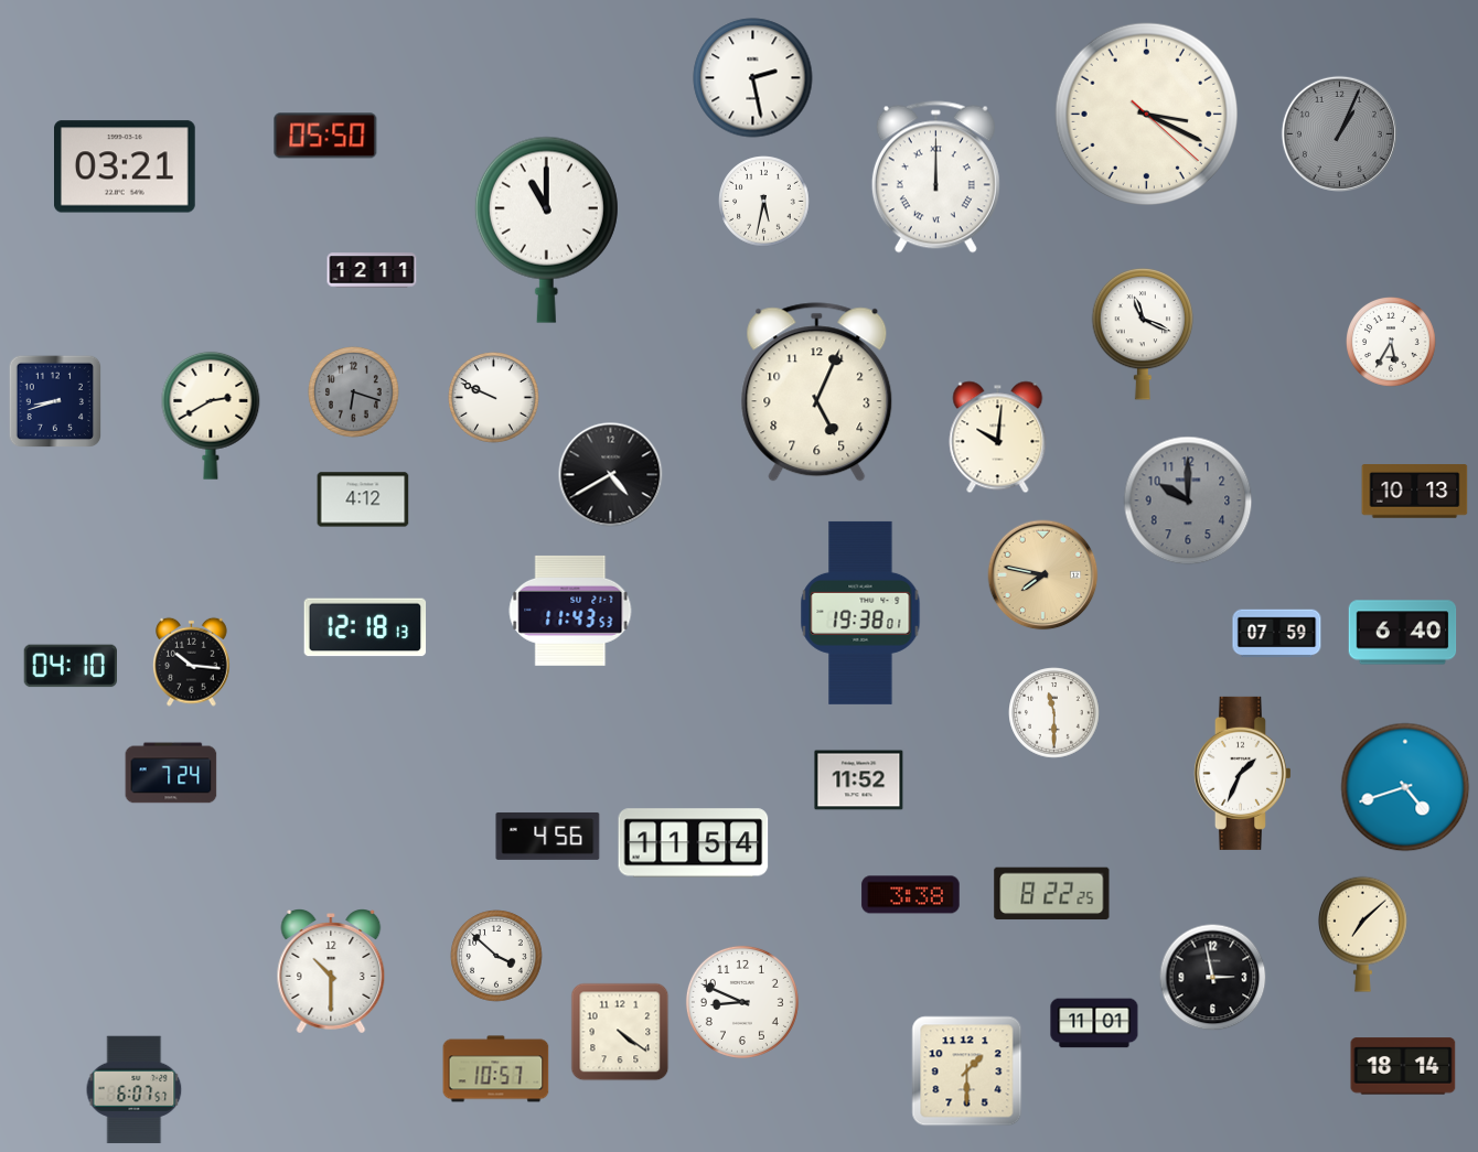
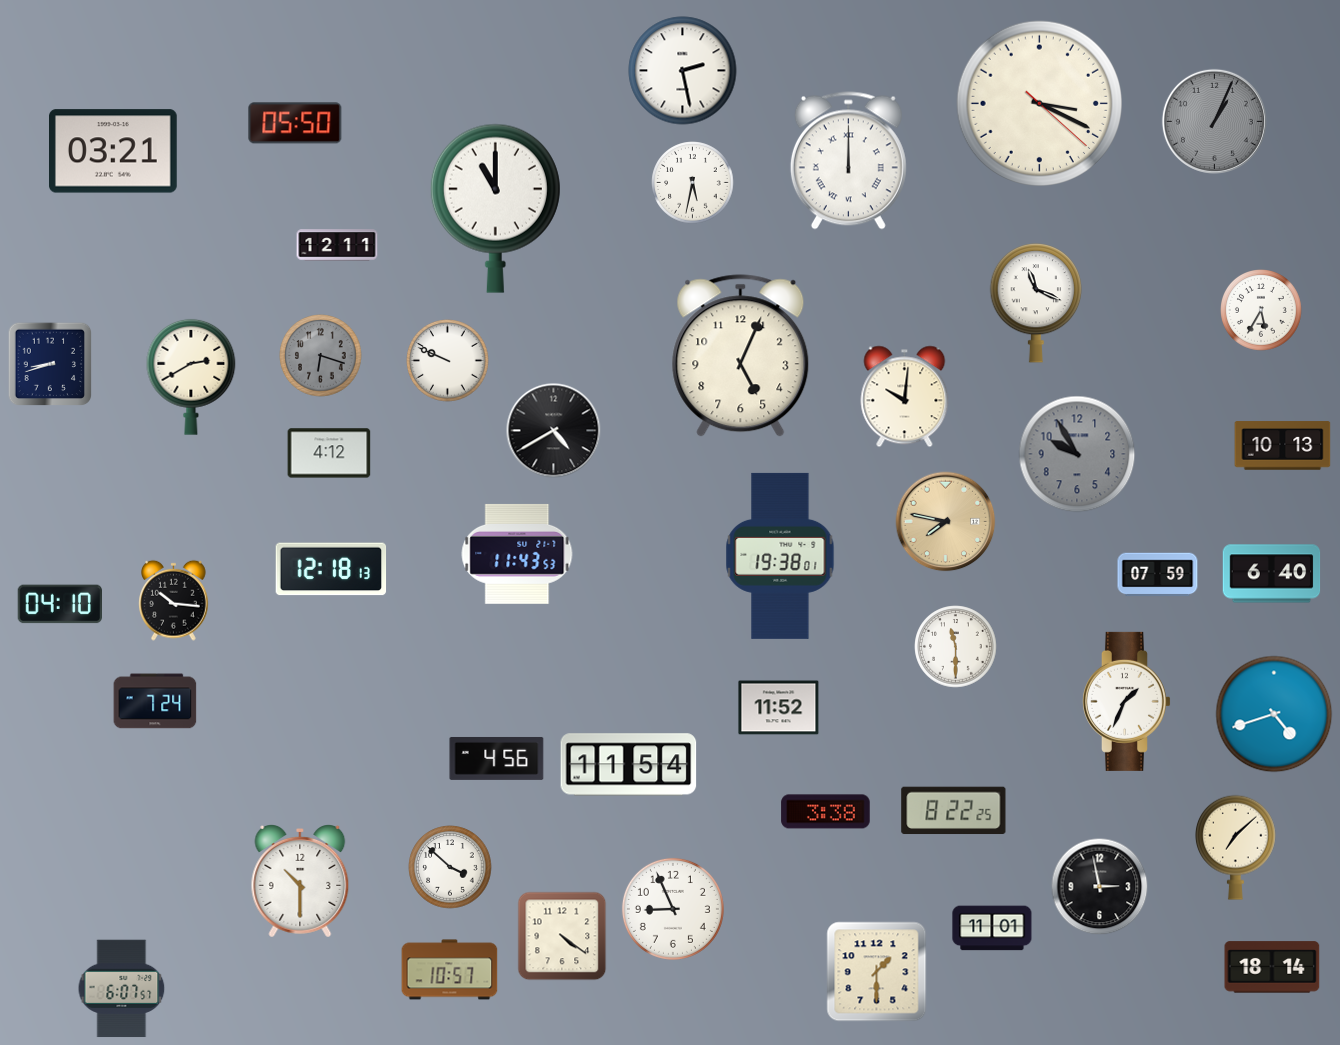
clock at (1188, 500): 10:00 -> 9:55
clock at (69, 666) position: (69, 666) -> (59, 604)
clock at (742, 1002): 8:49 -> 8:56
